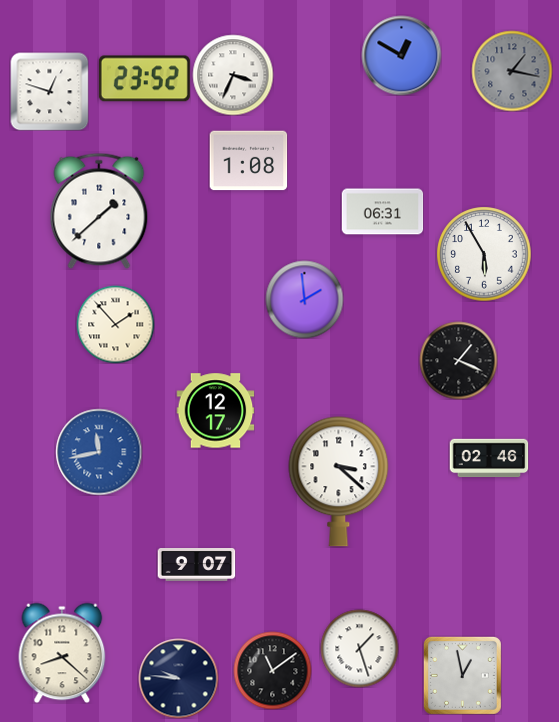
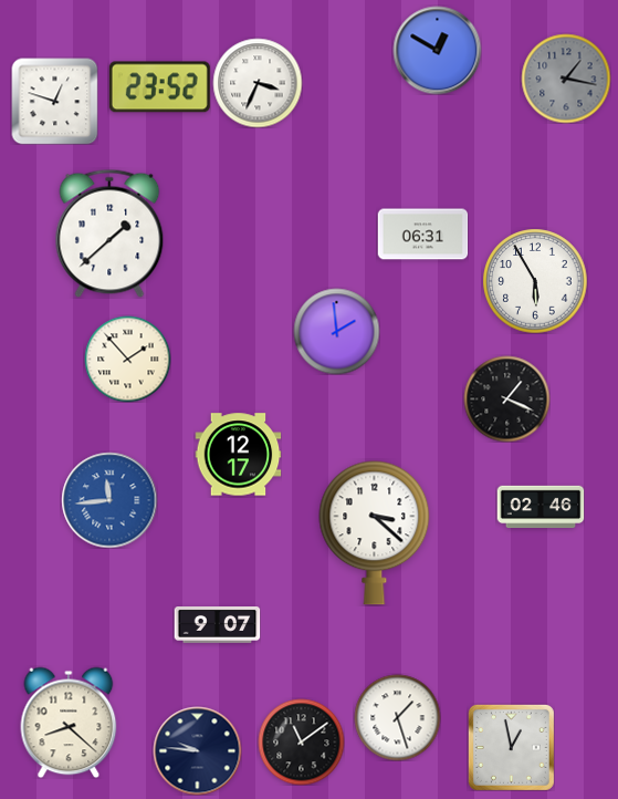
clock at (401, 55) position: (401, 55) -> (437, 50)
clock at (248, 161): 1:08 -> none
clock at (99, 452): 11:43 -> 11:44
